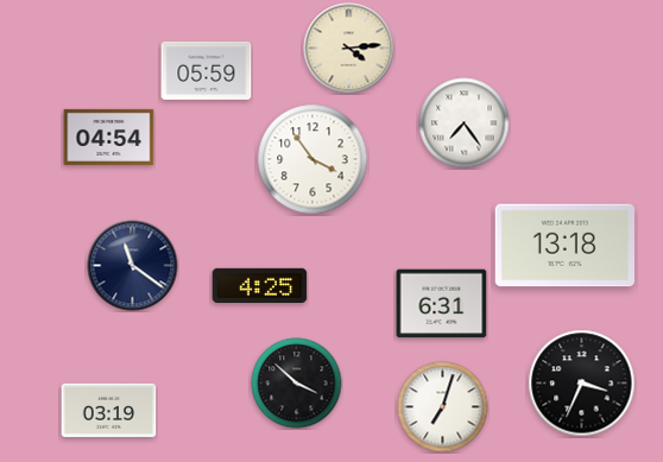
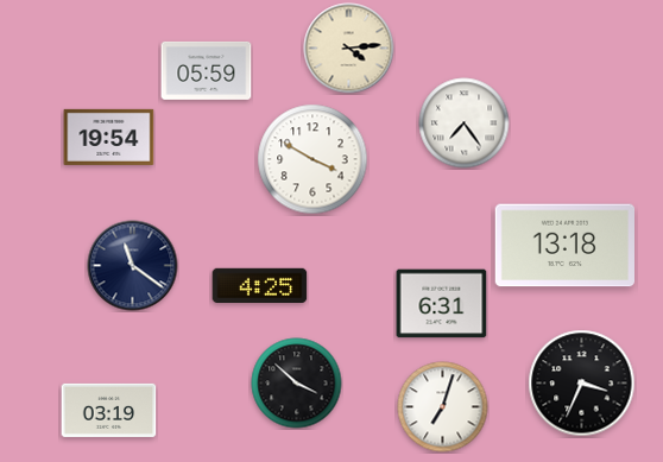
clock at (109, 137): 04:54 -> 19:54
clock at (312, 159): 3:54 -> 3:50
